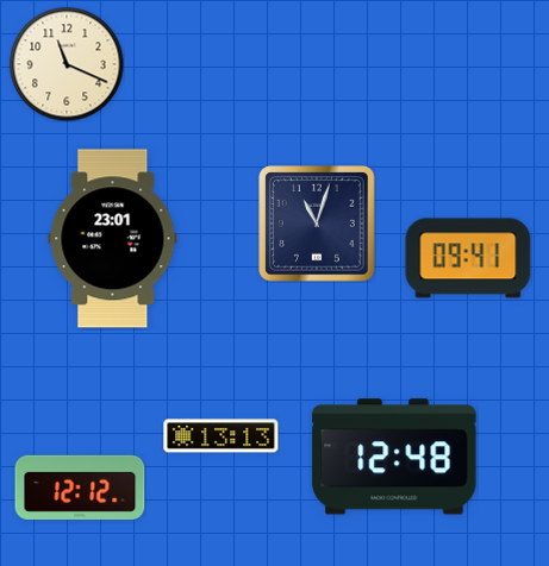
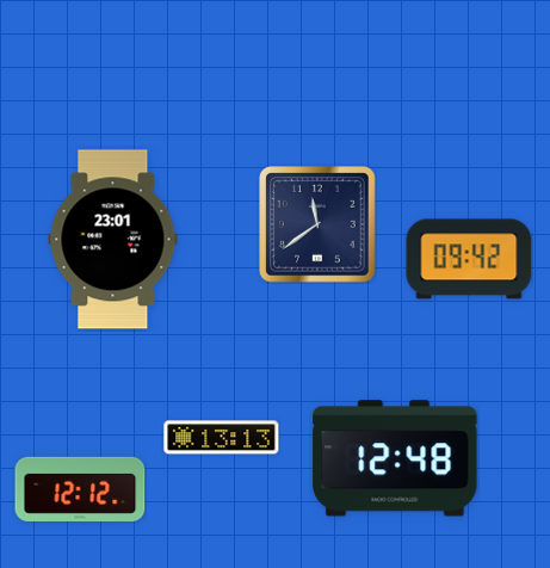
clock at (67, 64): 11:19 -> none
clock at (317, 224): 11:03 -> 11:39
clock at (468, 258): 09:41 -> 09:42
